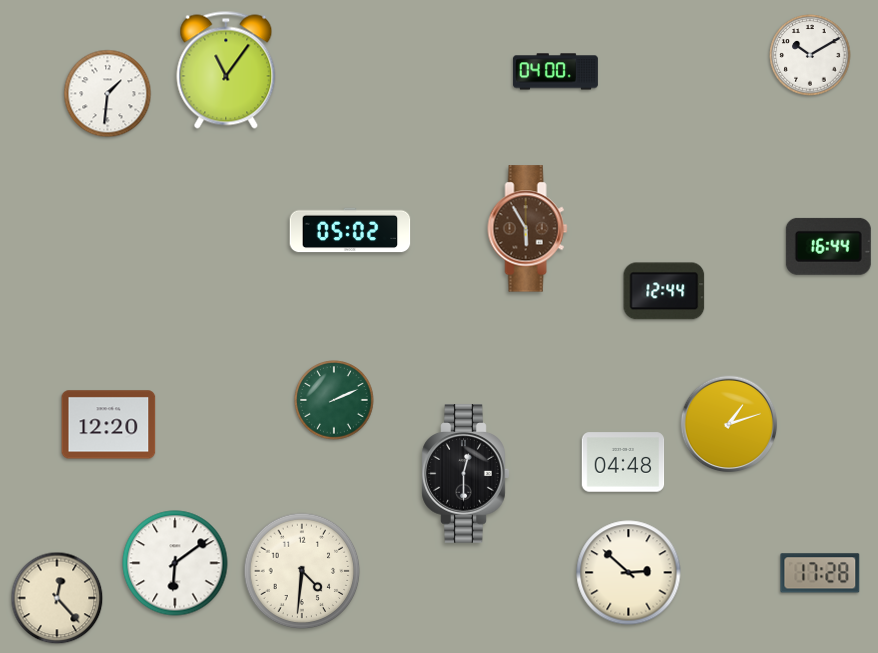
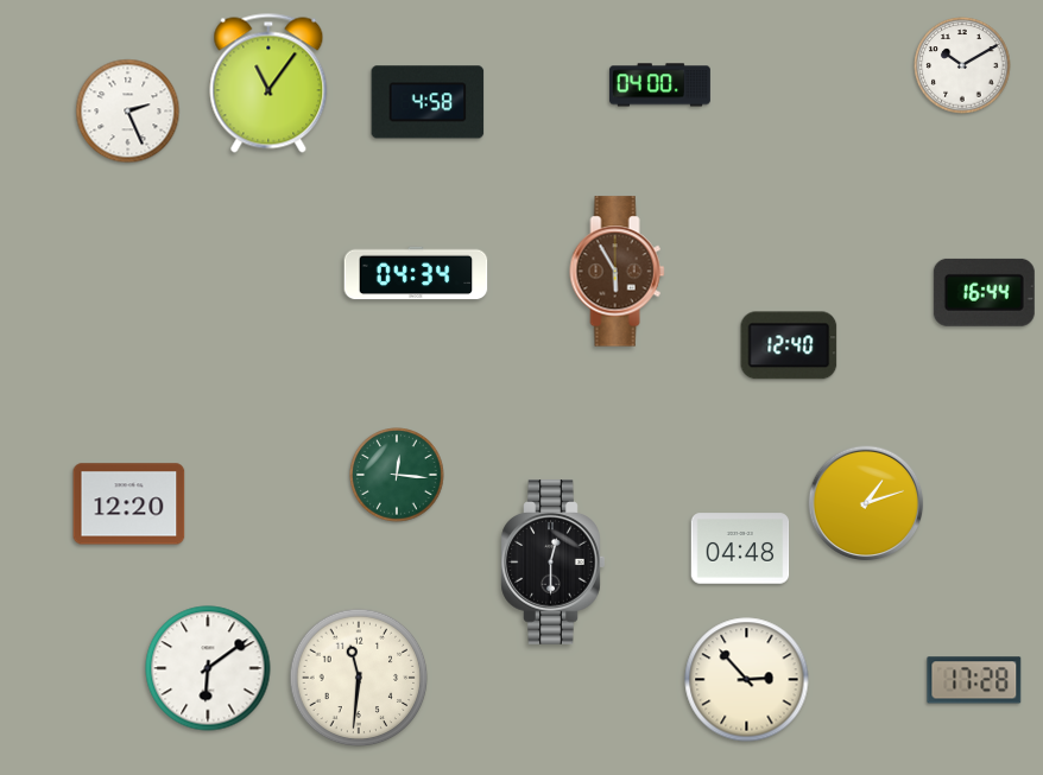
clock at (428, 102): none -> 4:58
clock at (108, 94): 1:31 -> 2:26
clock at (528, 229) position: (528, 229) -> (618, 272)
clock at (350, 230): 05:02 -> 04:34
clock at (664, 291): 12:44 -> 12:40
clock at (334, 400): 2:11 -> 12:16
clock at (302, 571): 4:31 -> 11:31
clock at (629, 573): 2:52 -> 2:53
clock at (57, 598): 12:23 -> none
